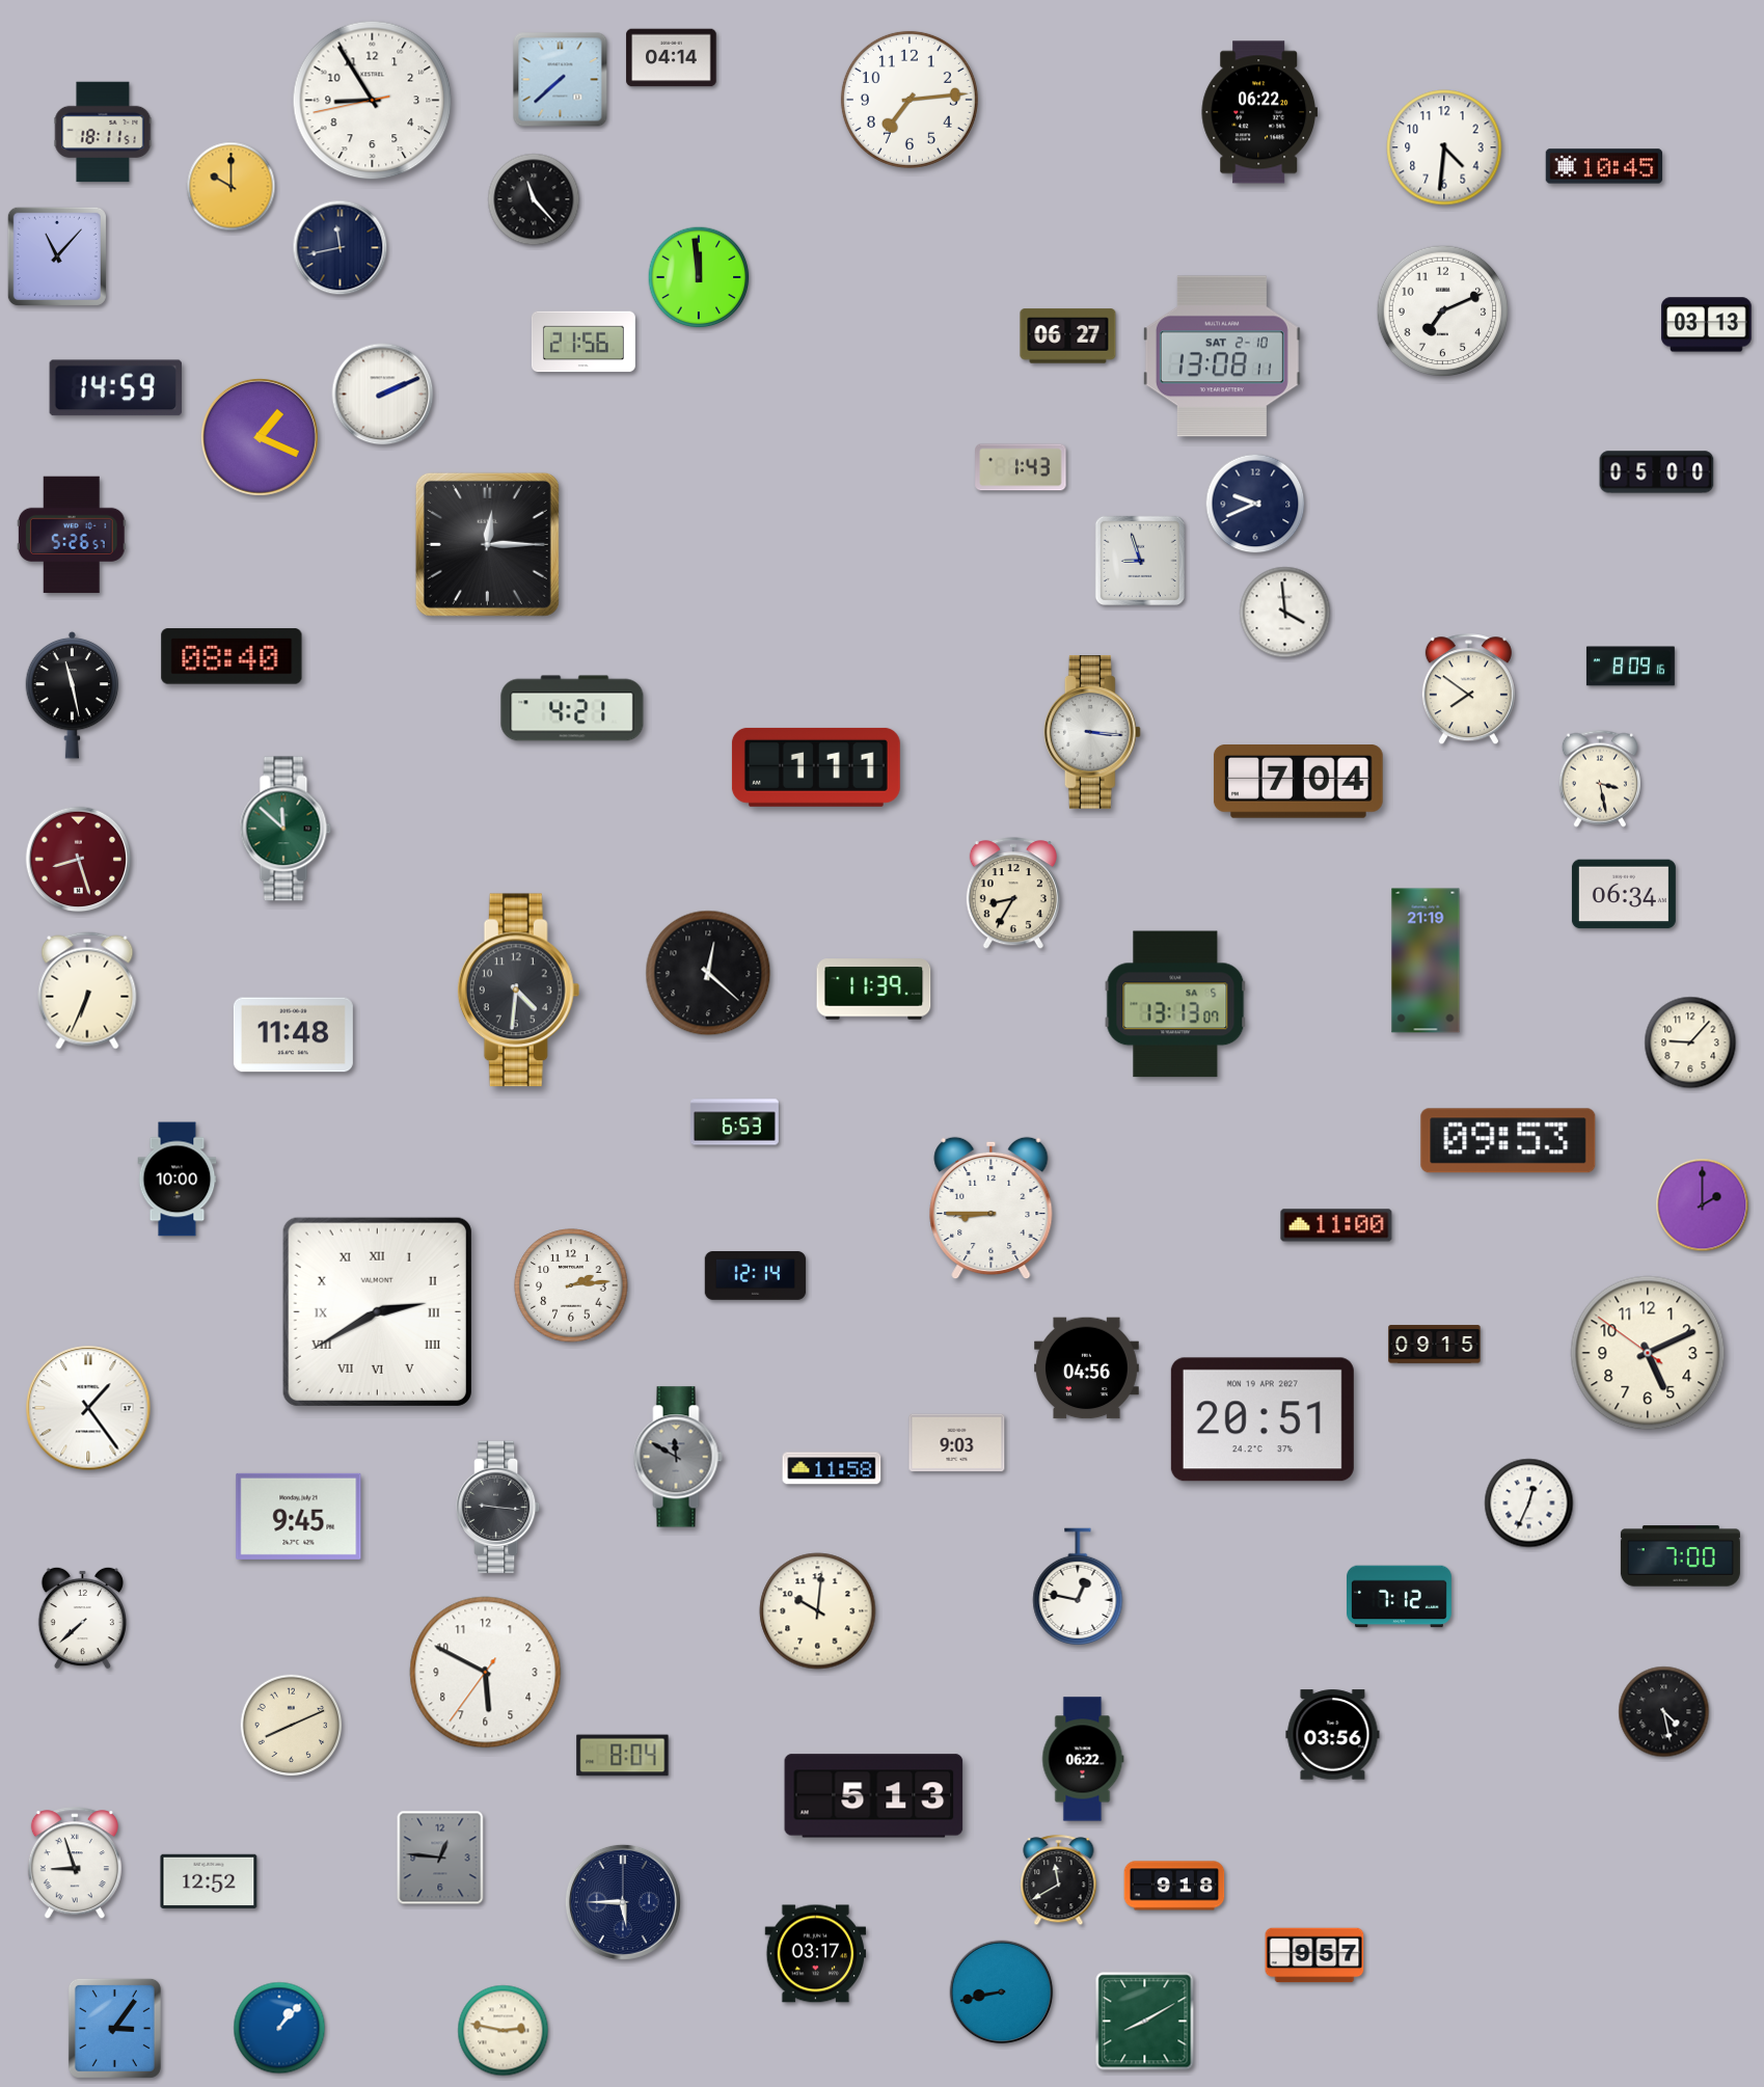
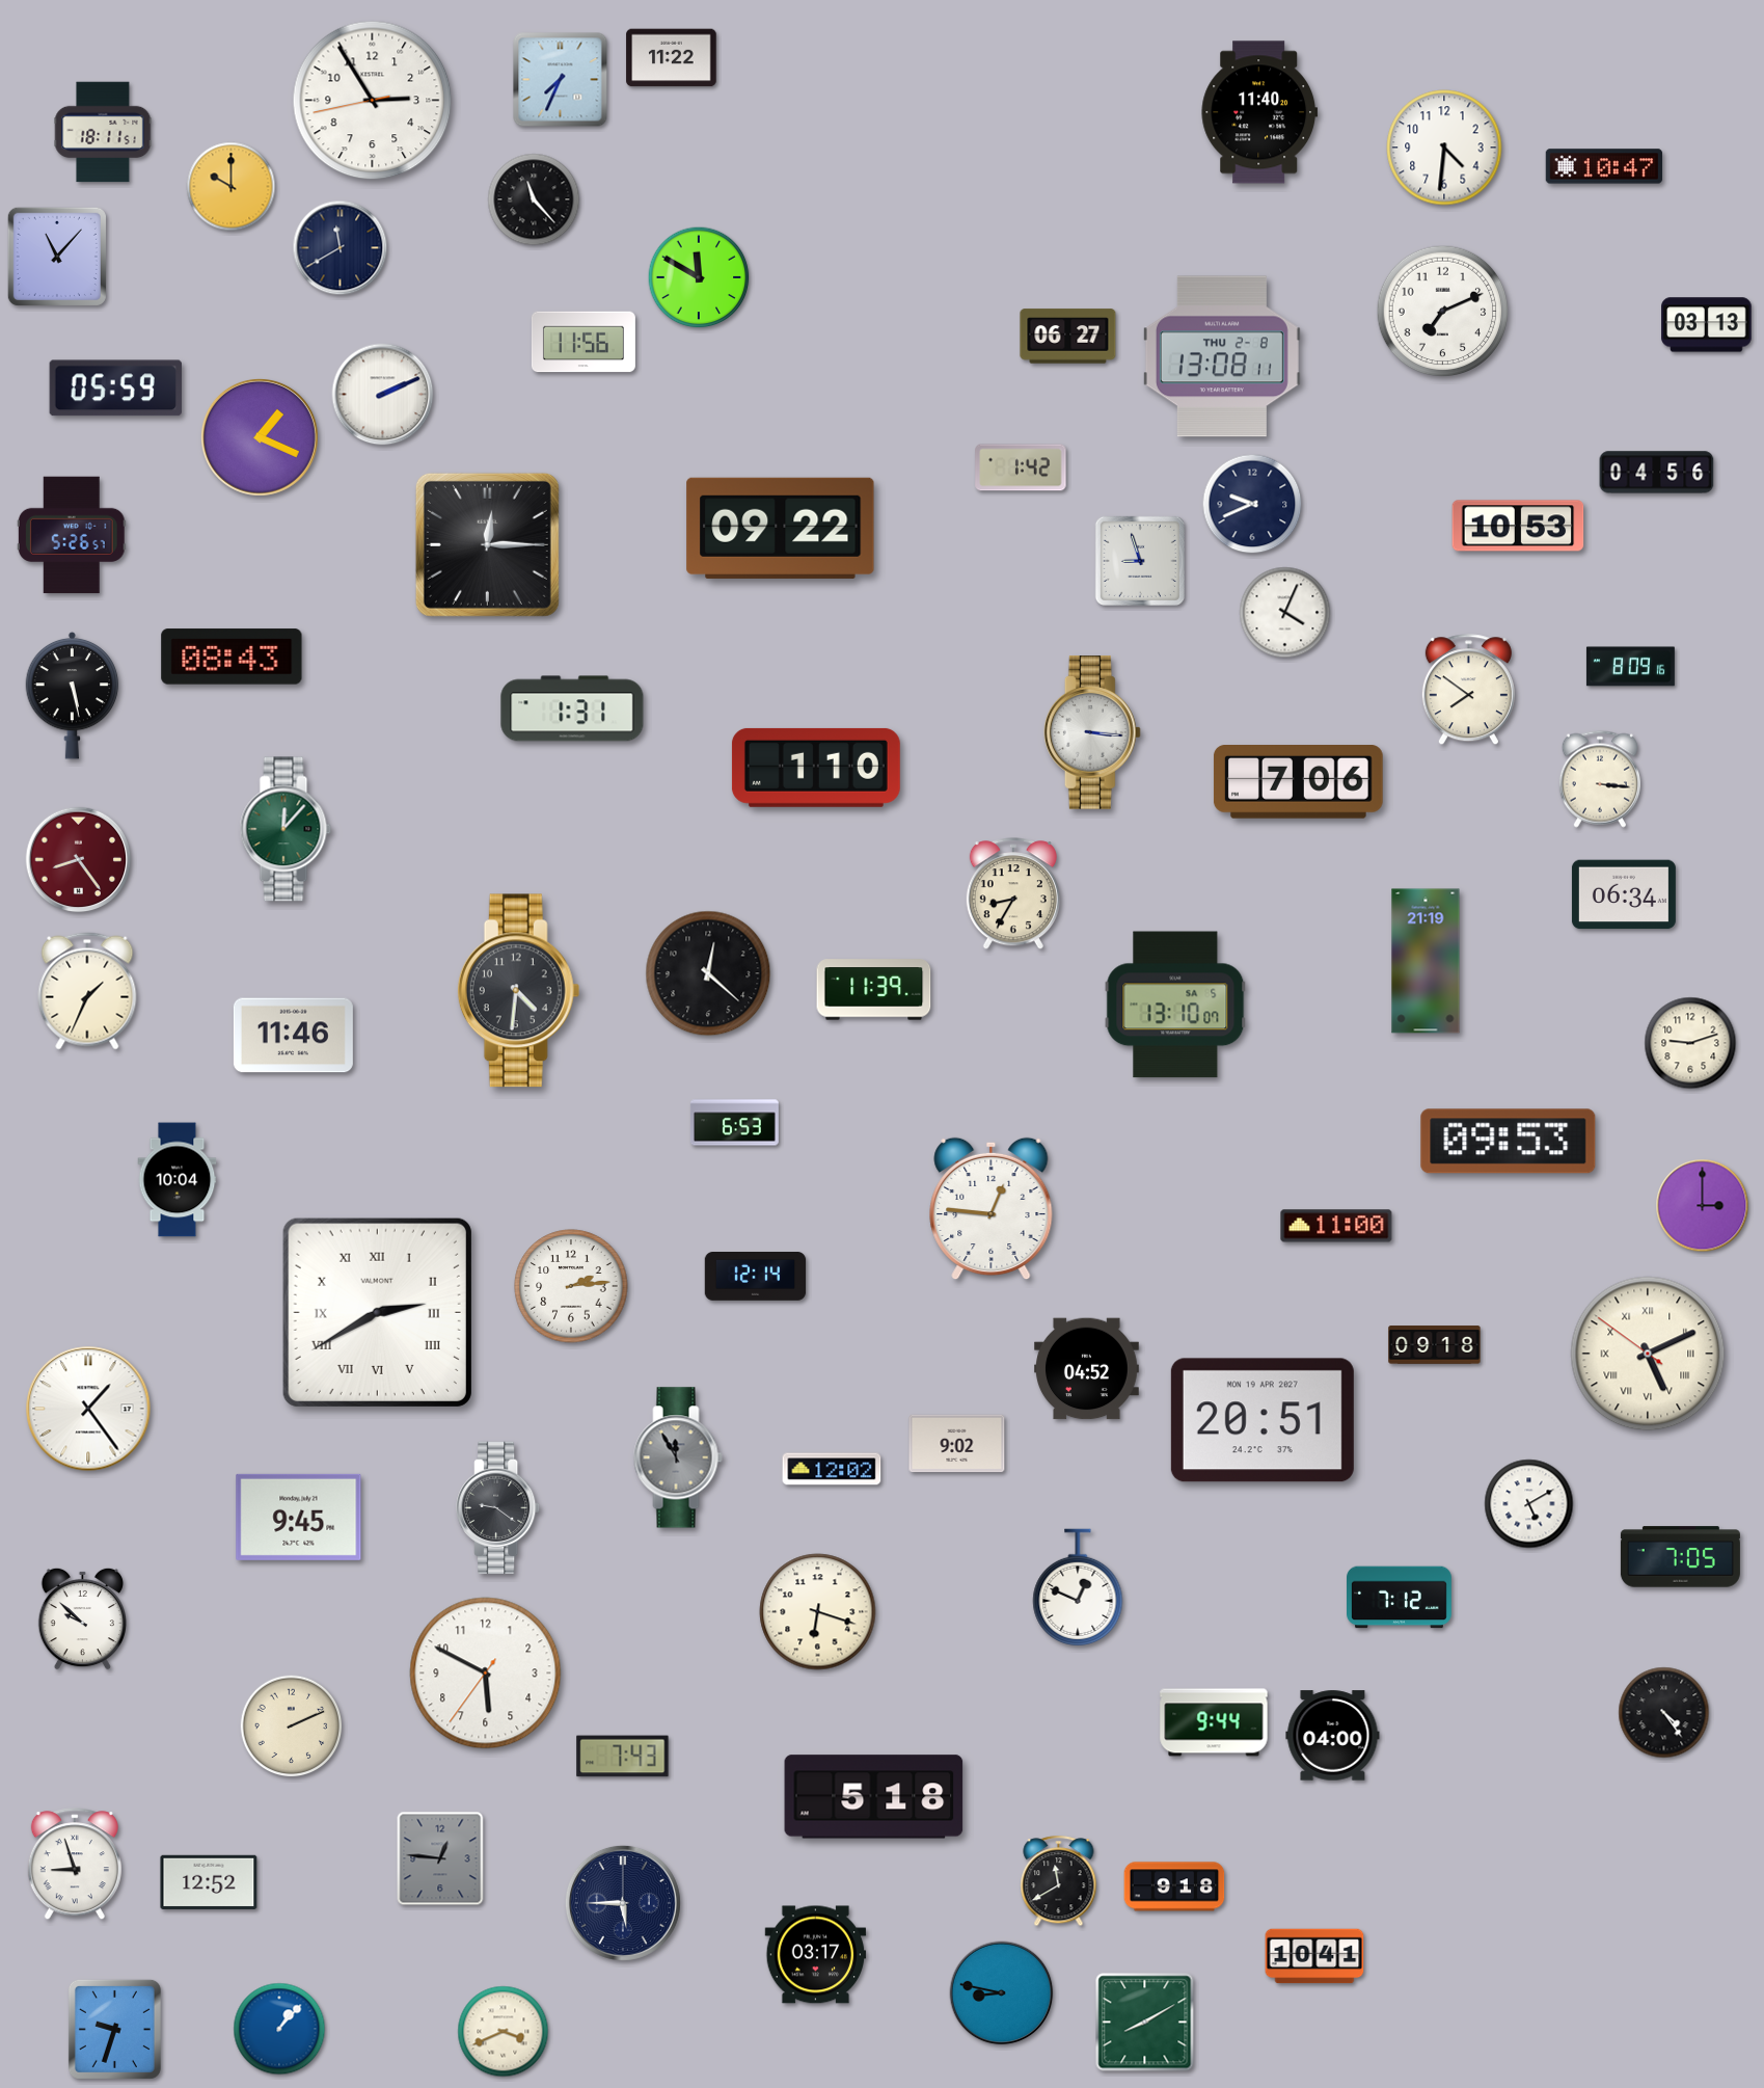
clock at (672, 58): 04:14 -> 11:22
clock at (561, 80): 7:38 -> 7:34
clock at (910, 100): 7:14 -> none
clock at (373, 101): 8:54 -> 2:54
clock at (1259, 112): 06:22 -> 11:40
clock at (1604, 166): 10:45 -> 10:47
clock at (341, 248): 11:43 -> 11:40
clock at (699, 277): 11:59 -> 11:50
clock at (584, 342): 21:56 -> 11:56
clock at (1222, 356) date: SAT 2-10 -> THU 2-8
clock at (115, 388): 14:59 -> 05:59
clock at (1021, 467): 1:43 -> 1:42
clock at (1657, 472): 05:00 -> 04:56
clock at (1255, 504) position: (1255, 504) -> (1252, 504)
clock at (1518, 526): none -> 10:53
clock at (781, 528): none -> 09:22
clock at (1285, 613): 3:59 -> 4:04
clock at (232, 656): 08:40 -> 08:43
clock at (73, 695): 11:28 -> 5:28
clock at (572, 708): 4:21 -> 1:31
clock at (816, 767): 1:11 -> 1:10
clock at (1600, 779): 3:28 -> 3:16
clock at (1299, 782): 7:04 -> 7:06
clock at (286, 829): 11:52 -> 12:07
clock at (79, 860): 8:27 -> 8:24
clock at (87, 991): 6:34 -> 1:34
clock at (1175, 1004): 13:13 -> 13:10
clock at (293, 1035): 11:48 -> 11:46
clock at (1690, 1042): 9:07 -> 9:12
clock at (178, 1180): 10:00 -> 10:04
clock at (1703, 1205): 2:00 -> 3:00
clock at (992, 1209): 8:45 -> 12:46
clock at (1435, 1345): 09:15 -> 09:18
clock at (1648, 1353) numerals: Arabic -> Roman
clock at (1087, 1368): 04:56 -> 04:52
clock at (957, 1443): 9:03 -> 9:02
clock at (678, 1457): 11:50 -> 11:55
clock at (832, 1468): 11:58 -> 12:02
clock at (1529, 1503): 12:34 -> 5:10
clock at (498, 1508): 9:16 -> 9:21
clock at (1680, 1556): 7:00 -> 7:05
clock at (1078, 1587): 12:47 -> 12:49
clock at (818, 1611): 10:01 -> 6:18
clock at (82, 1618): 7:38 -> 9:52
clock at (1664, 1712): 4:28 -> 4:24
clock at (1214, 1722): none -> 9:44
clock at (292, 1726): 8:11 -> 2:11
clock at (1333, 1735): 03:56 -> 04:00
clock at (623, 1756): 8:04 -> 7:43
clock at (1083, 1759): 06:22 -> none
clock at (874, 1796): 5:13 -> 5:18
clock at (1314, 1955): 9:57 -> 10:41
clock at (1002, 1993): 8:43 -> 8:47
clock at (114, 2028): 3:06 -> 9:33
clock at (504, 2031): 2:47 -> 3:41
